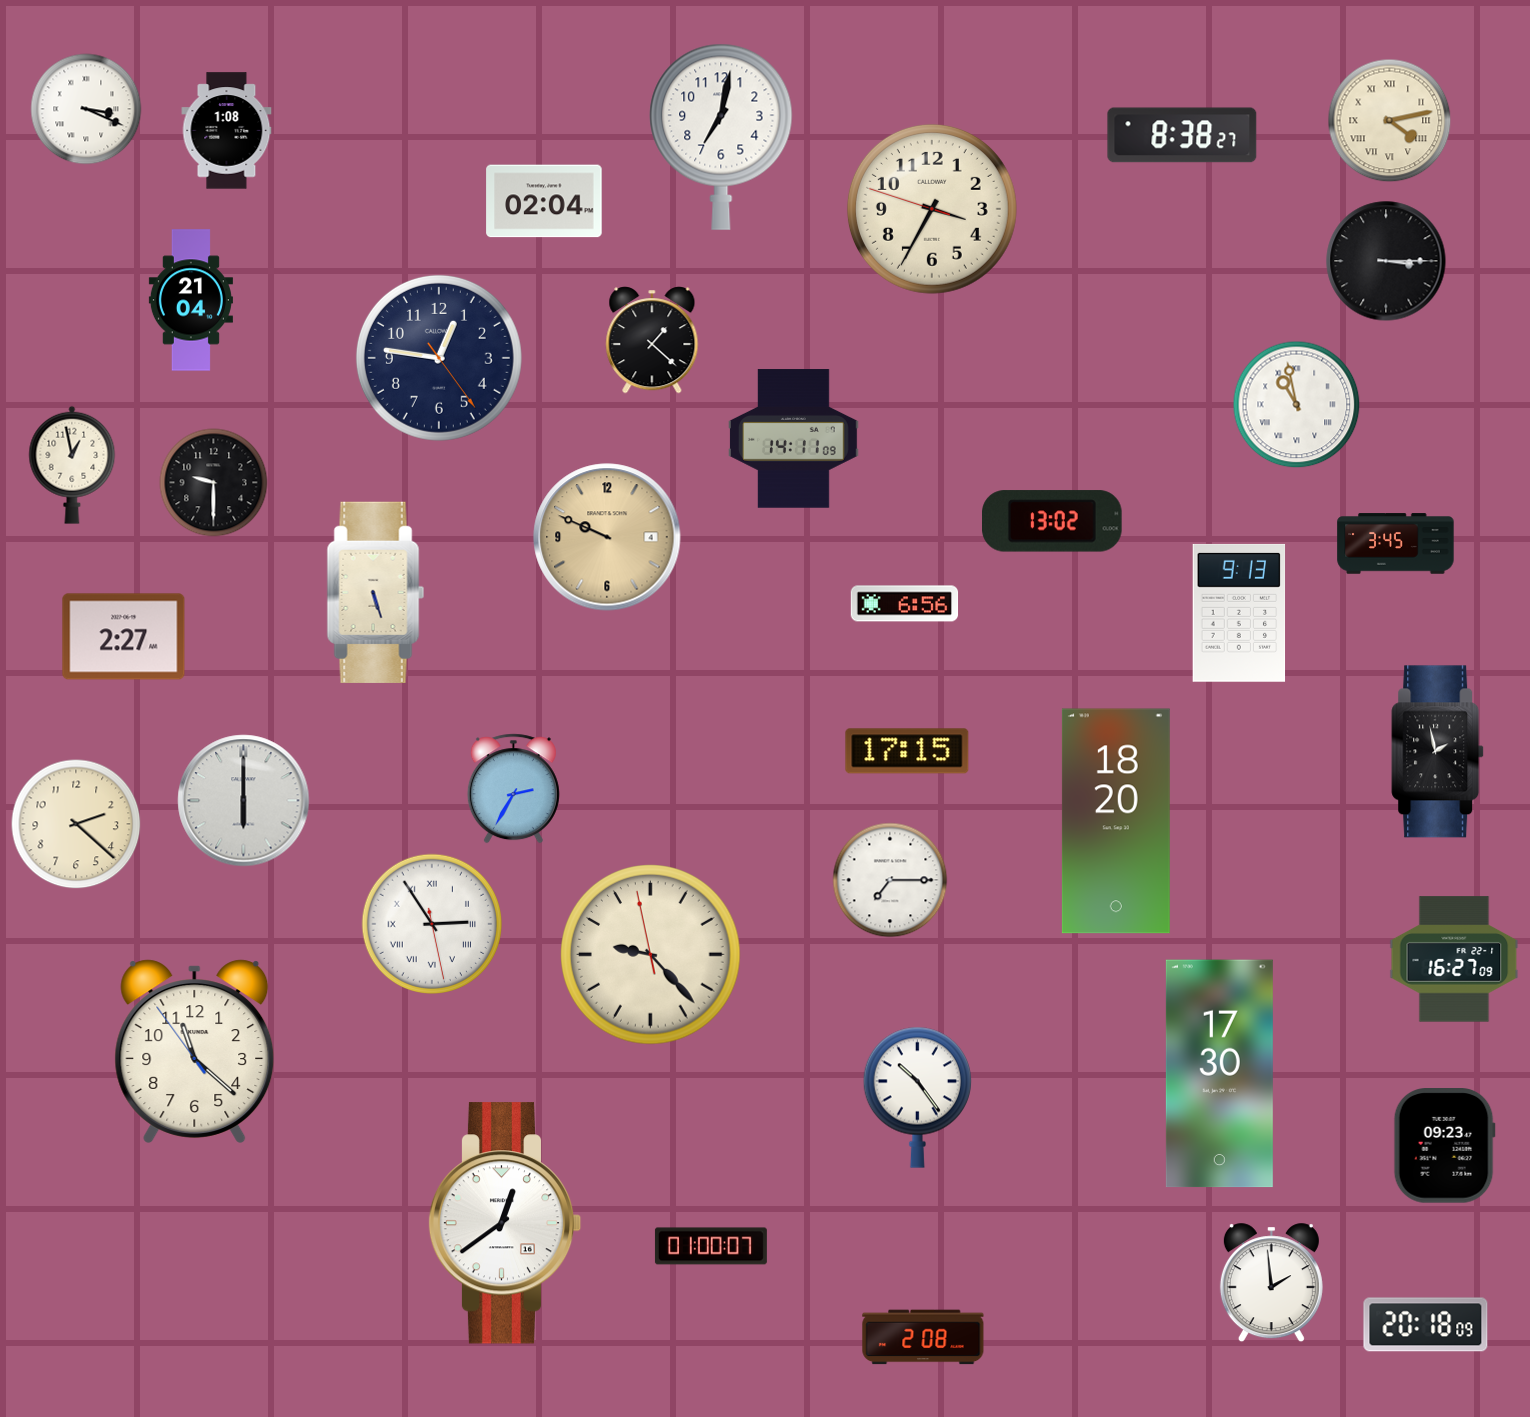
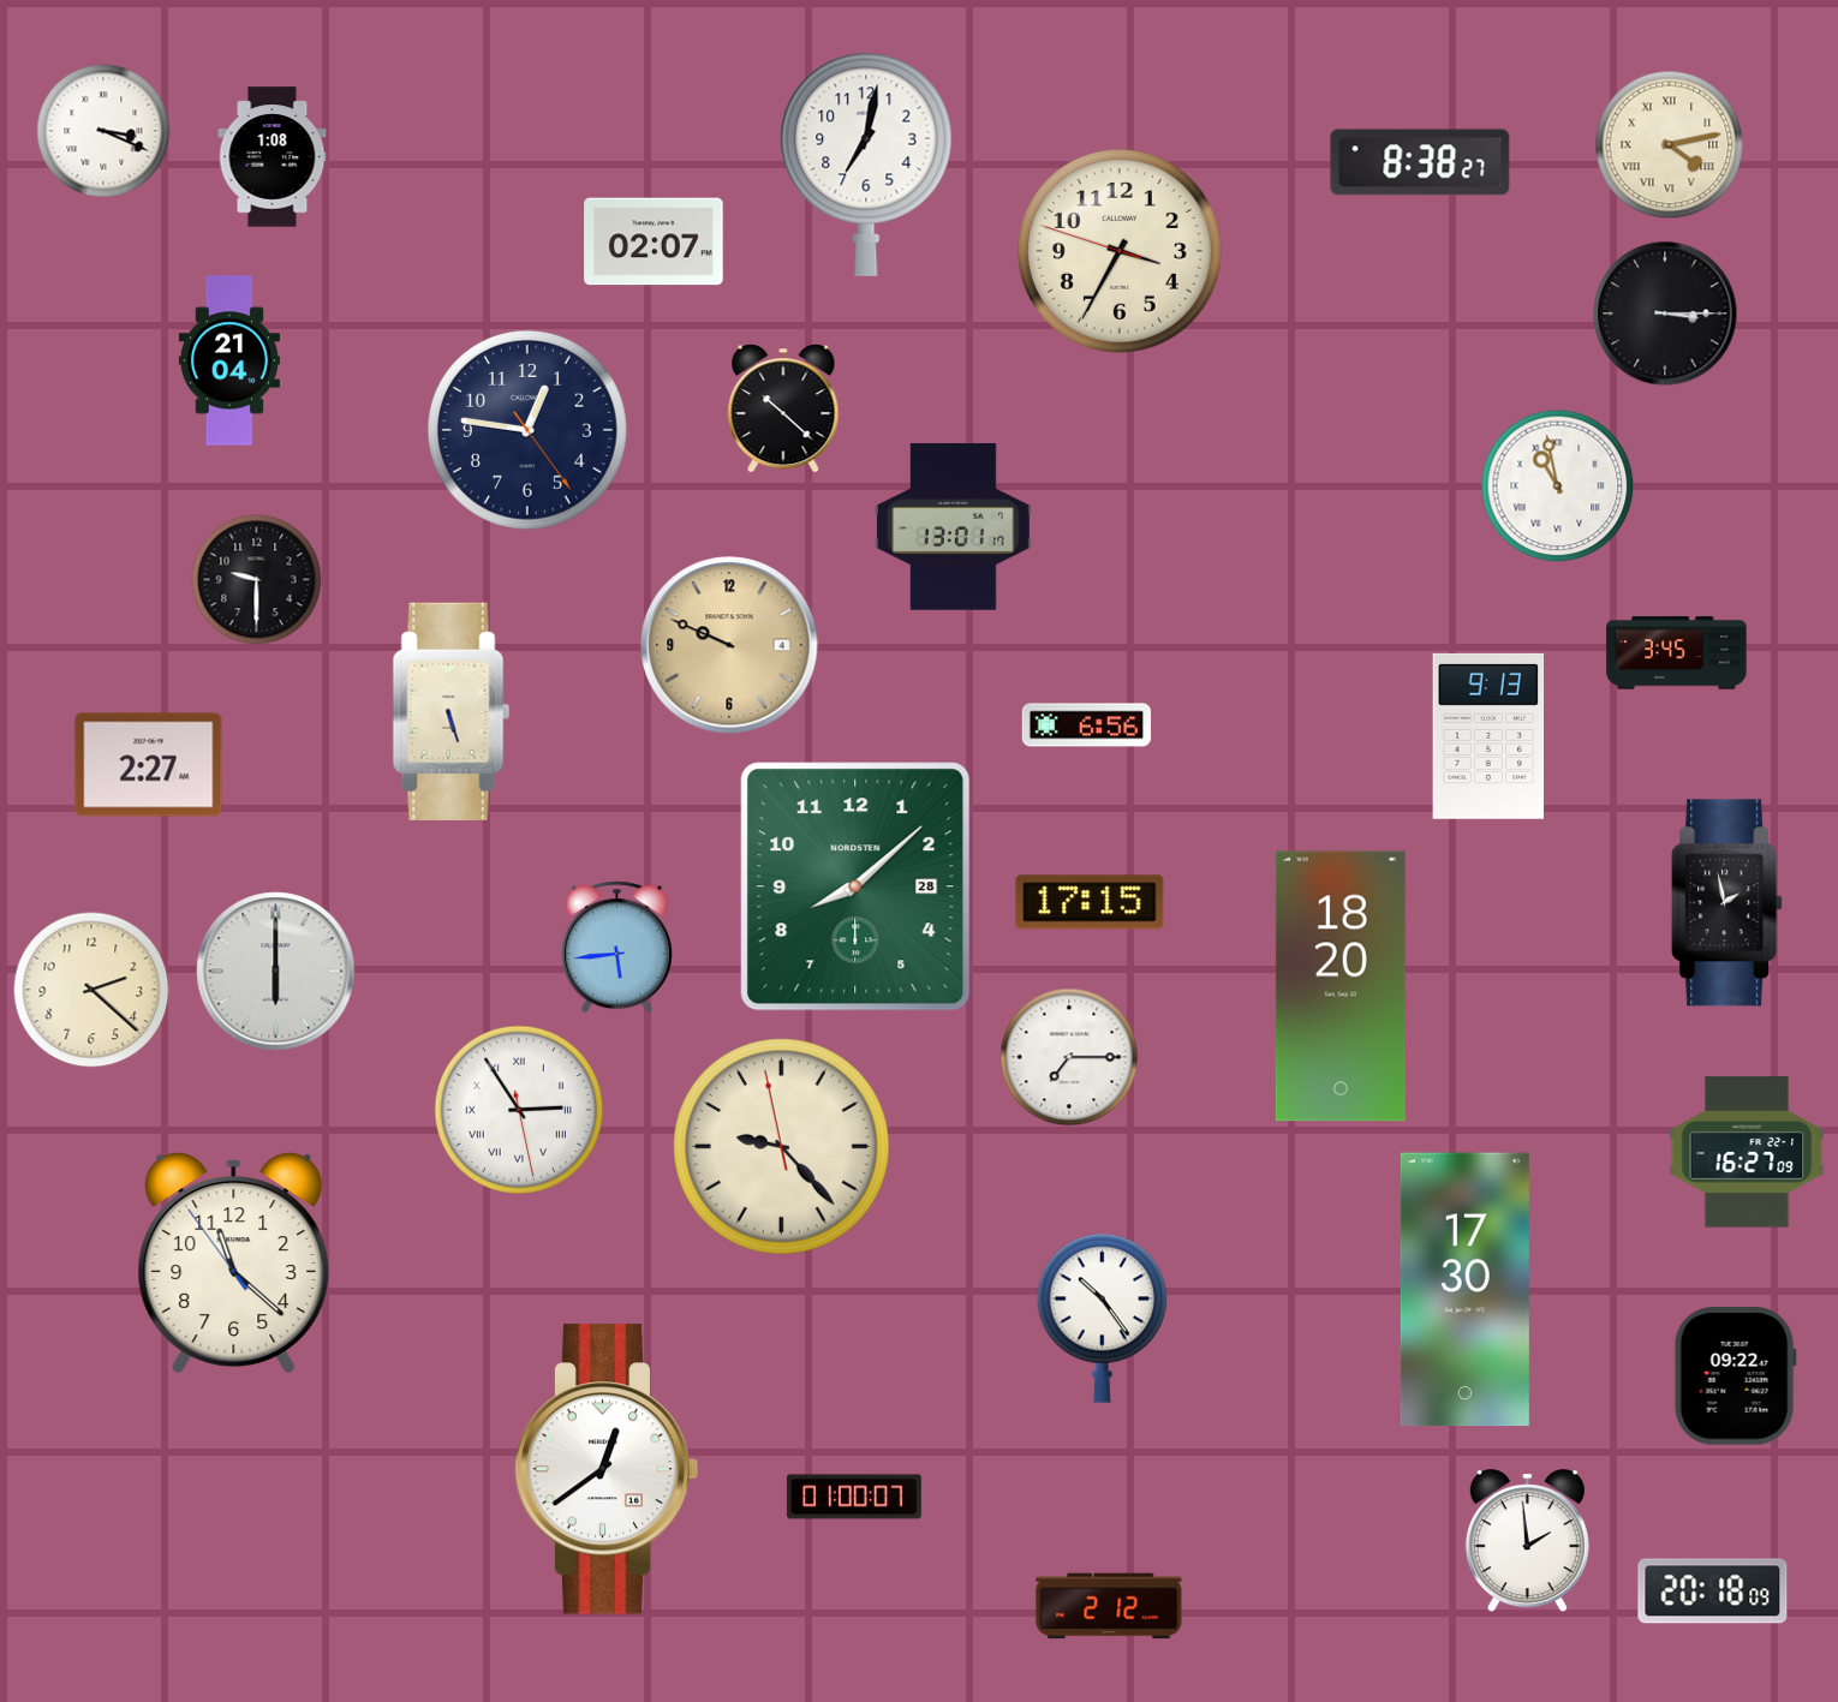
clock at (544, 201): 02:04 -> 02:07
clock at (652, 340): 1:22 -> 10:22
clock at (794, 439): 14:11 -> 13:01
clock at (72, 465): 12:58 -> none
clock at (1053, 521): 13:02 -> none
clock at (855, 886): none -> 8:08
clock at (513, 789): 2:35 -> 5:44
clock at (244, 801) position: (244, 801) -> (276, 972)
clock at (1444, 1146): 09:23 -> 09:22
clock at (923, 1337): 2:08 -> 2:12
